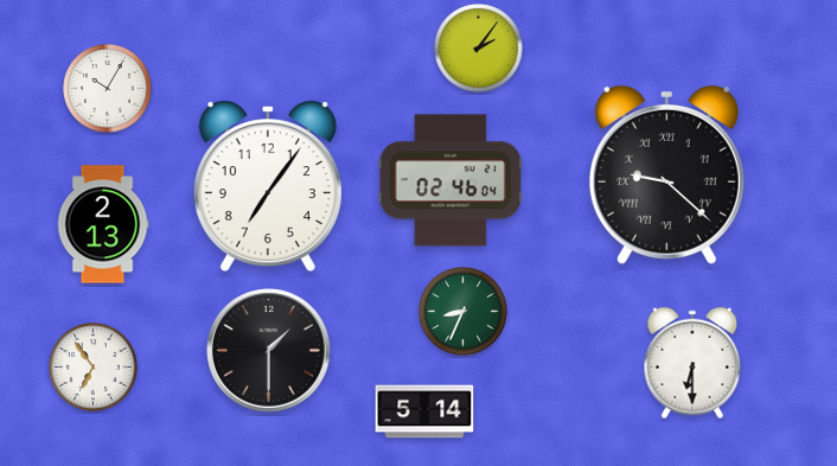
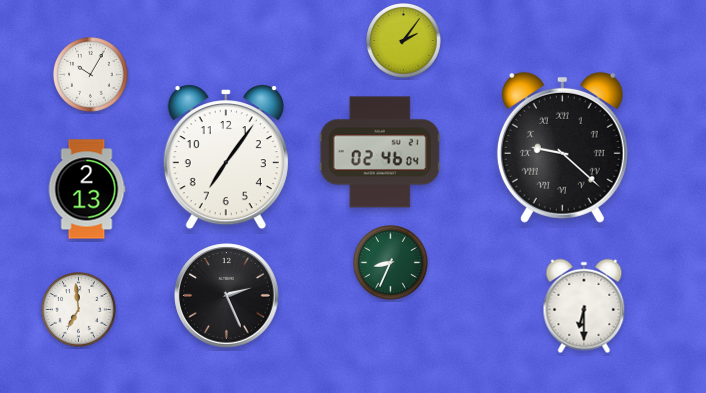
clock at (269, 351): 1:30 -> 2:26
clock at (94, 368): 6:54 -> 6:59
clock at (424, 411): 5:14 -> none
